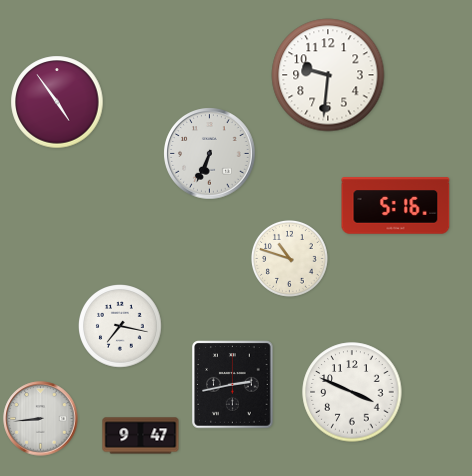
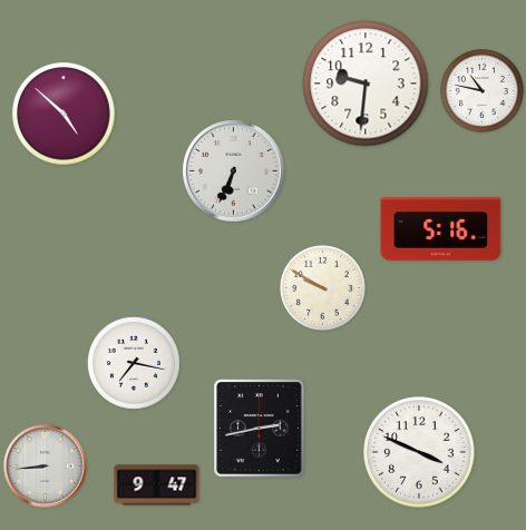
clock at (481, 90): none -> 10:47
clock at (57, 102): 4:54 -> 4:52
clock at (289, 258): 10:48 -> 9:50
clock at (352, 392) position: (352, 392) -> (419, 452)
